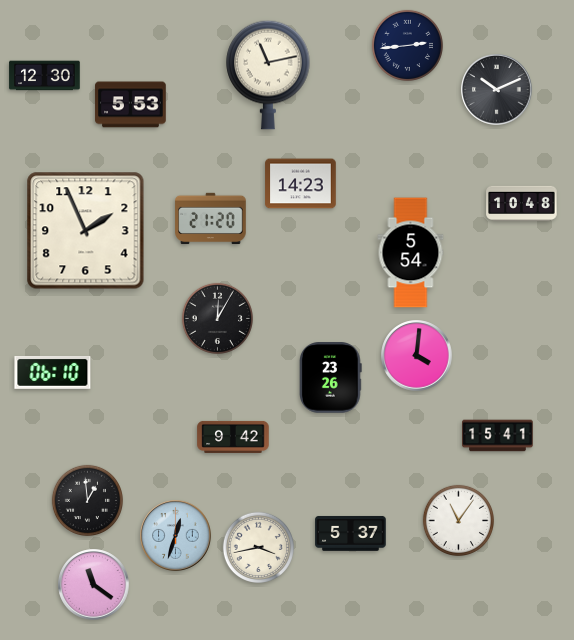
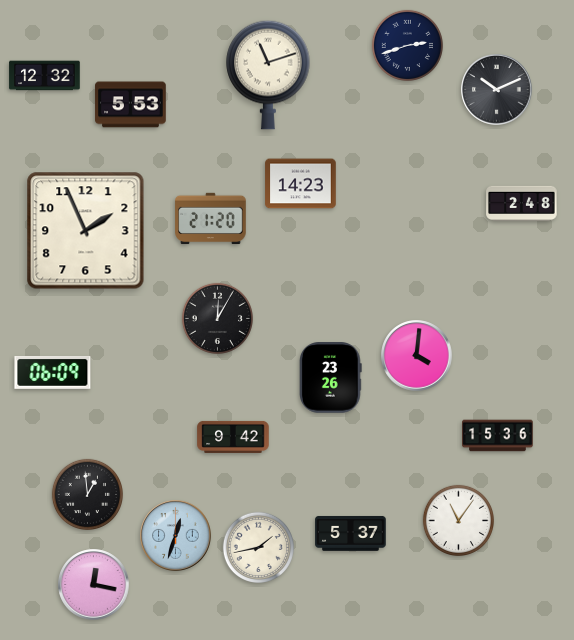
clock at (407, 45): 2:44 -> 2:42
clock at (268, 75): 11:13 -> 11:12
clock at (45, 76): 12:30 -> 12:32
clock at (522, 203): 10:48 -> 2:48
clock at (411, 253): 5:54 -> none
clock at (53, 372): 06:10 -> 06:09
clock at (498, 436): 15:41 -> 15:36
clock at (87, 500) position: (87, 500) -> (87, 494)
clock at (258, 547): 3:43 -> 1:43
clock at (94, 585): 11:21 -> 12:17
